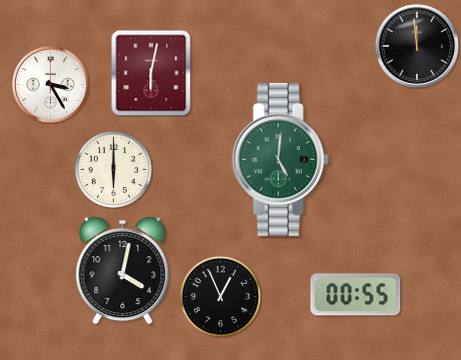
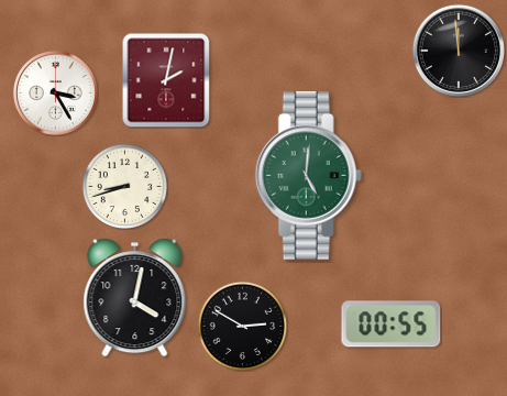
clock at (151, 73): 6:02 -> 2:02
clock at (113, 169): 6:00 -> 8:42
clock at (220, 296): 12:56 -> 2:50
